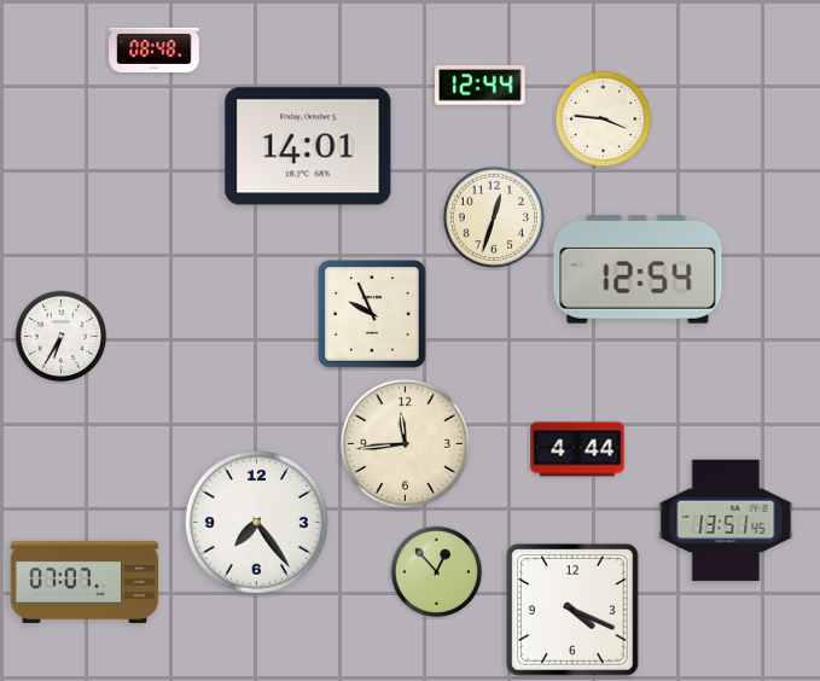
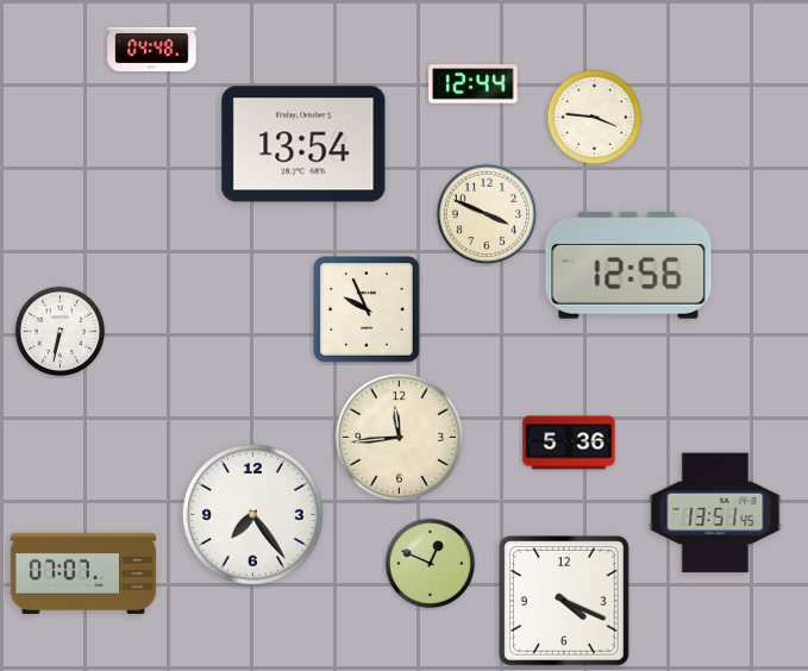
clock at (155, 50): 08:48 -> 04:48
clock at (308, 146): 14:01 -> 13:54
clock at (494, 217): 12:33 -> 3:49
clock at (638, 269): 12:54 -> 12:56
clock at (62, 337): 6:35 -> 6:32
clock at (577, 449): 4:44 -> 5:36
clock at (437, 572): 12:53 -> 12:49
